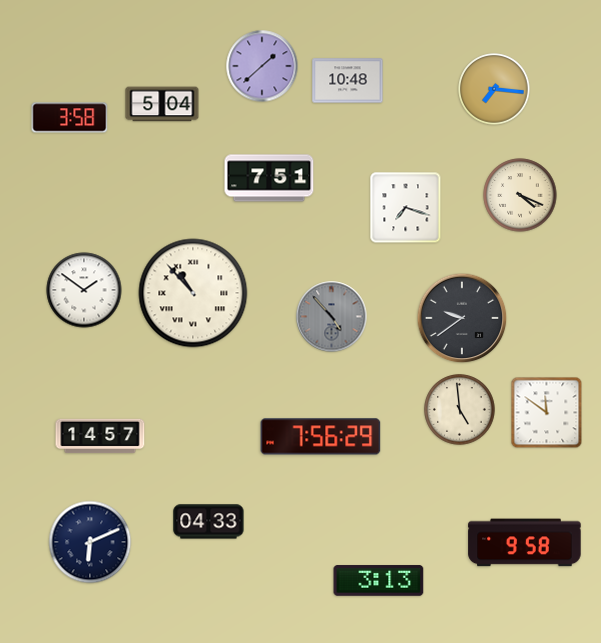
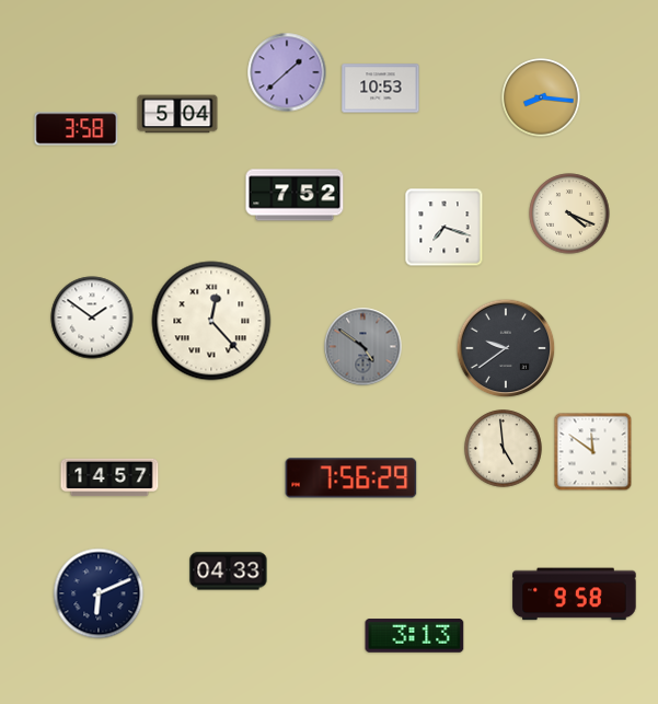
clock at (348, 81): 10:48 -> 10:53
clock at (494, 89): 7:16 -> 8:16
clock at (269, 178): 7:51 -> 7:52
clock at (193, 293): 10:53 -> 12:23
clock at (332, 317): 4:53 -> 4:51
clock at (547, 413) position: (547, 413) -> (593, 452)
